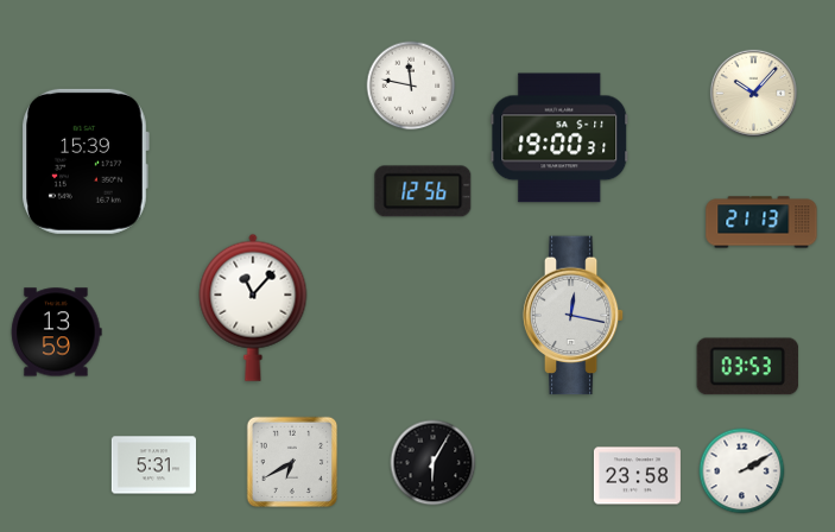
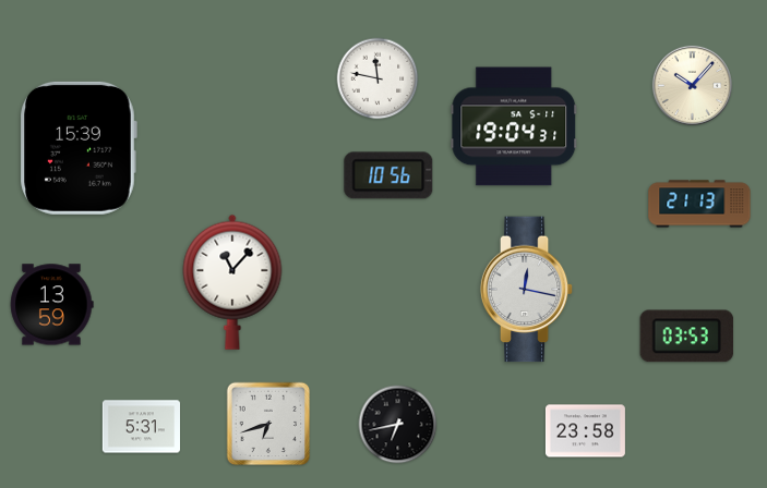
clock at (559, 138): 19:00 -> 19:04
clock at (423, 191): 12:56 -> 10:56
clock at (292, 462): 6:40 -> 6:42
clock at (434, 463): 6:05 -> 6:43
clock at (742, 471): 2:10 -> none
clock at (637, 476) position: (637, 476) -> (585, 431)
